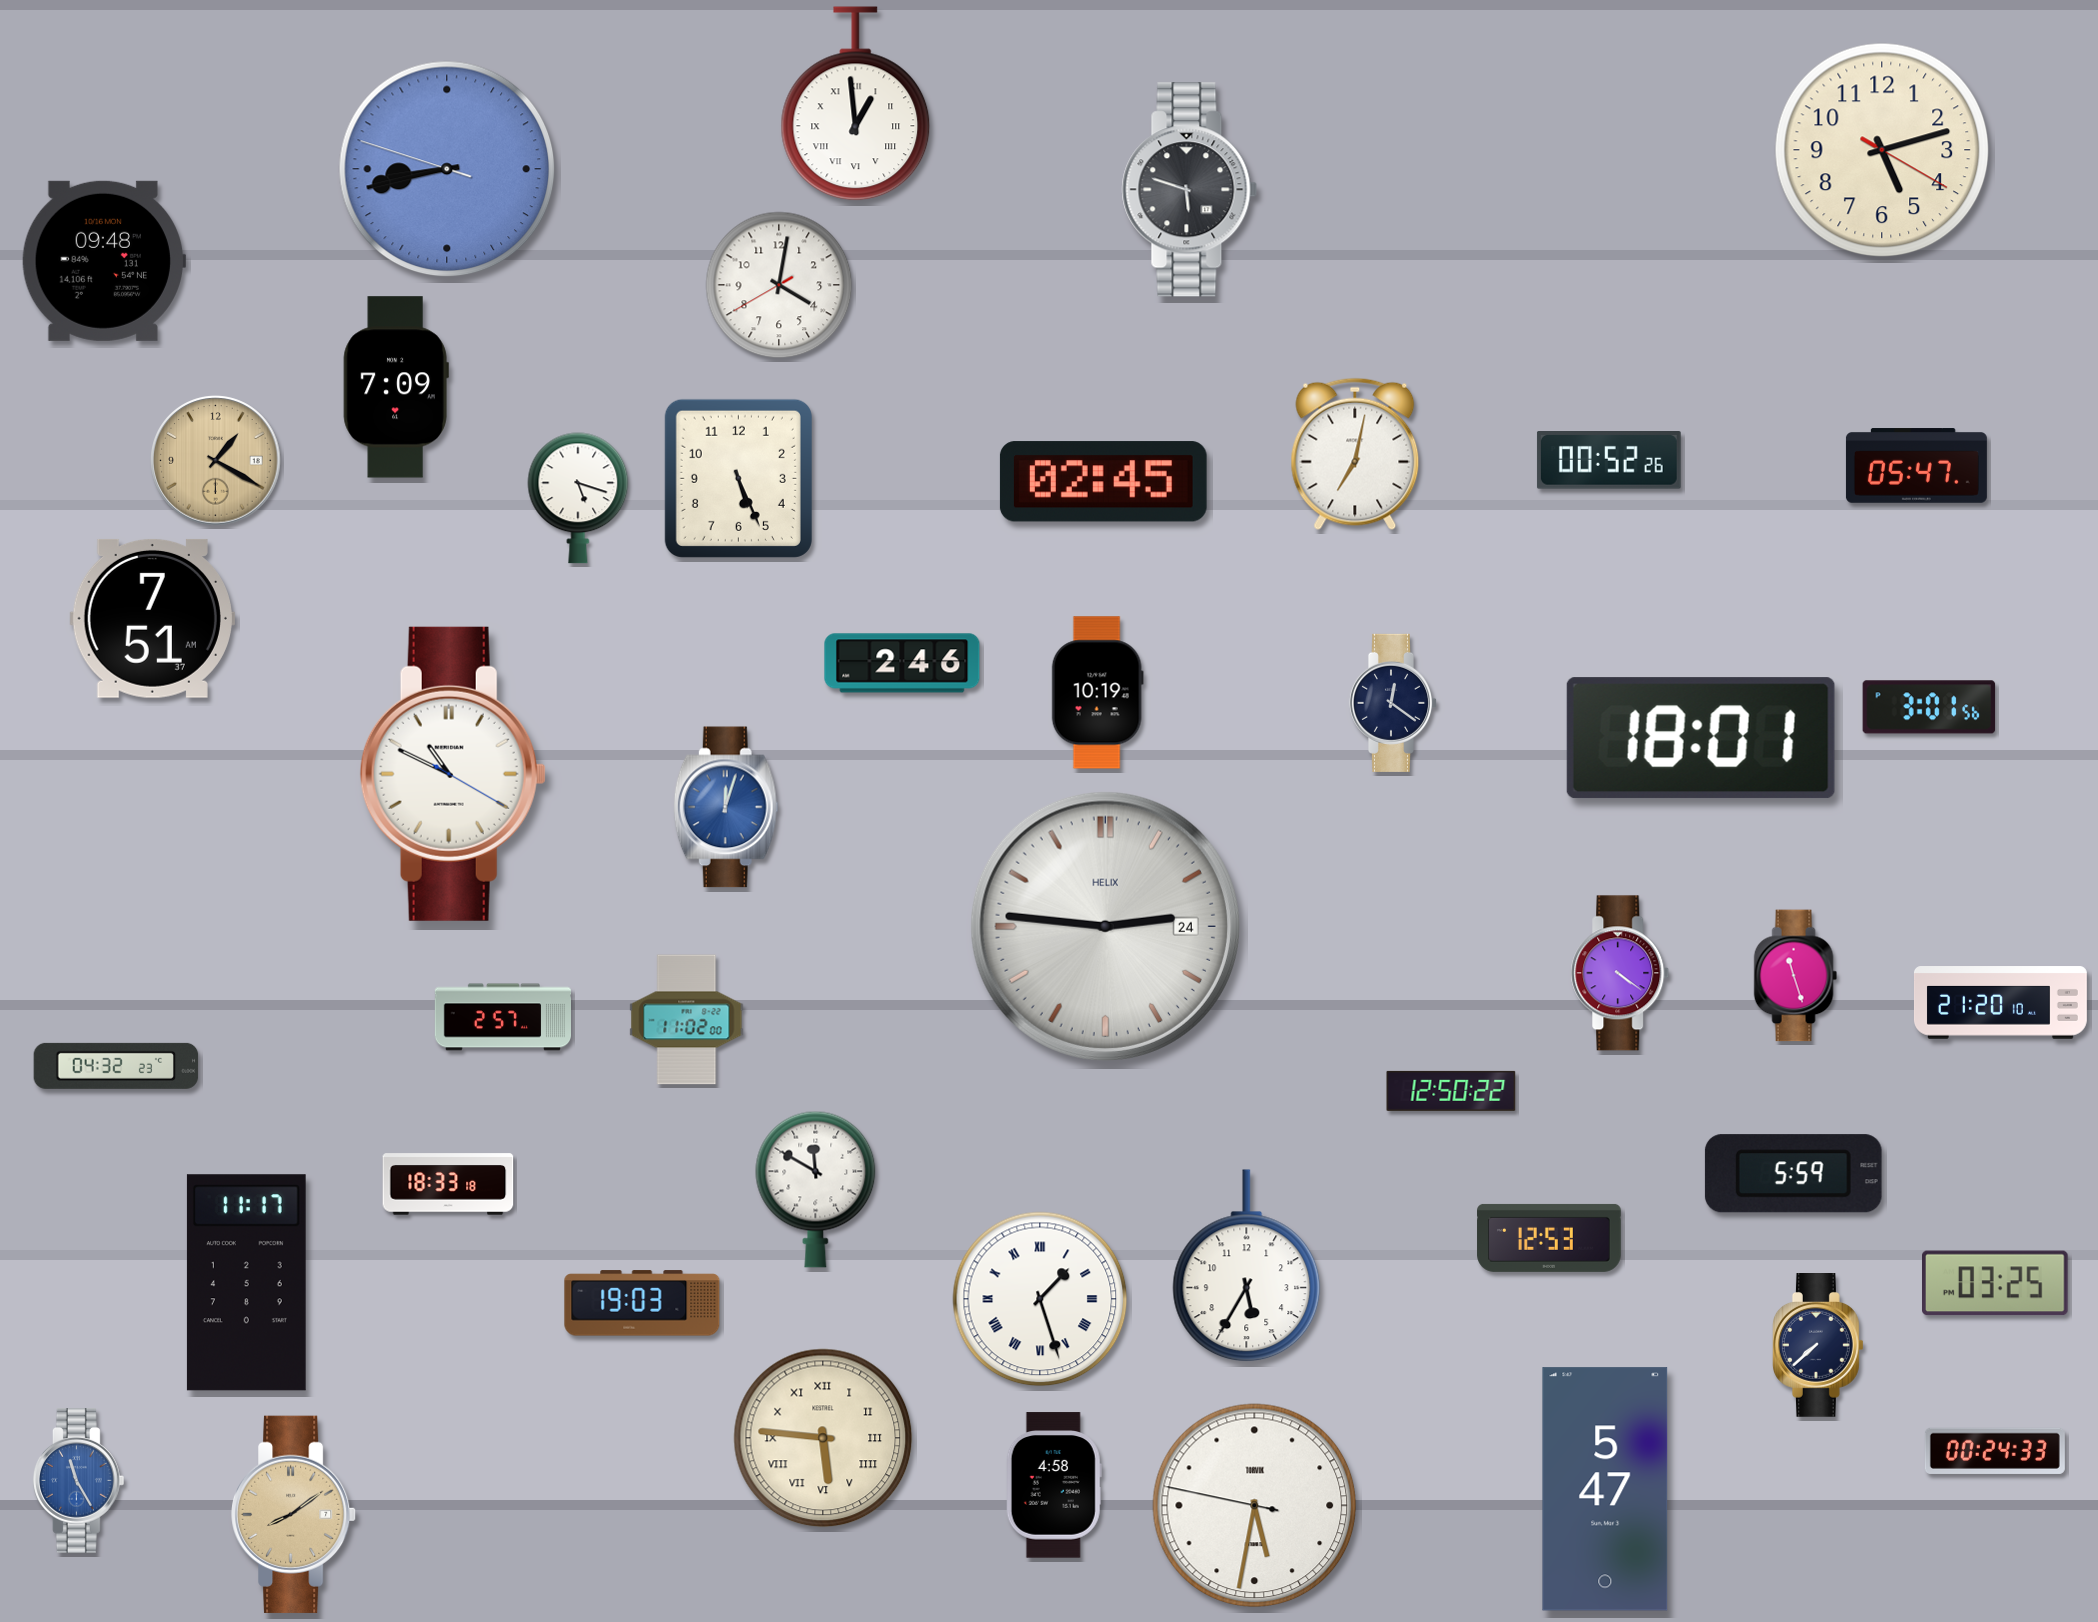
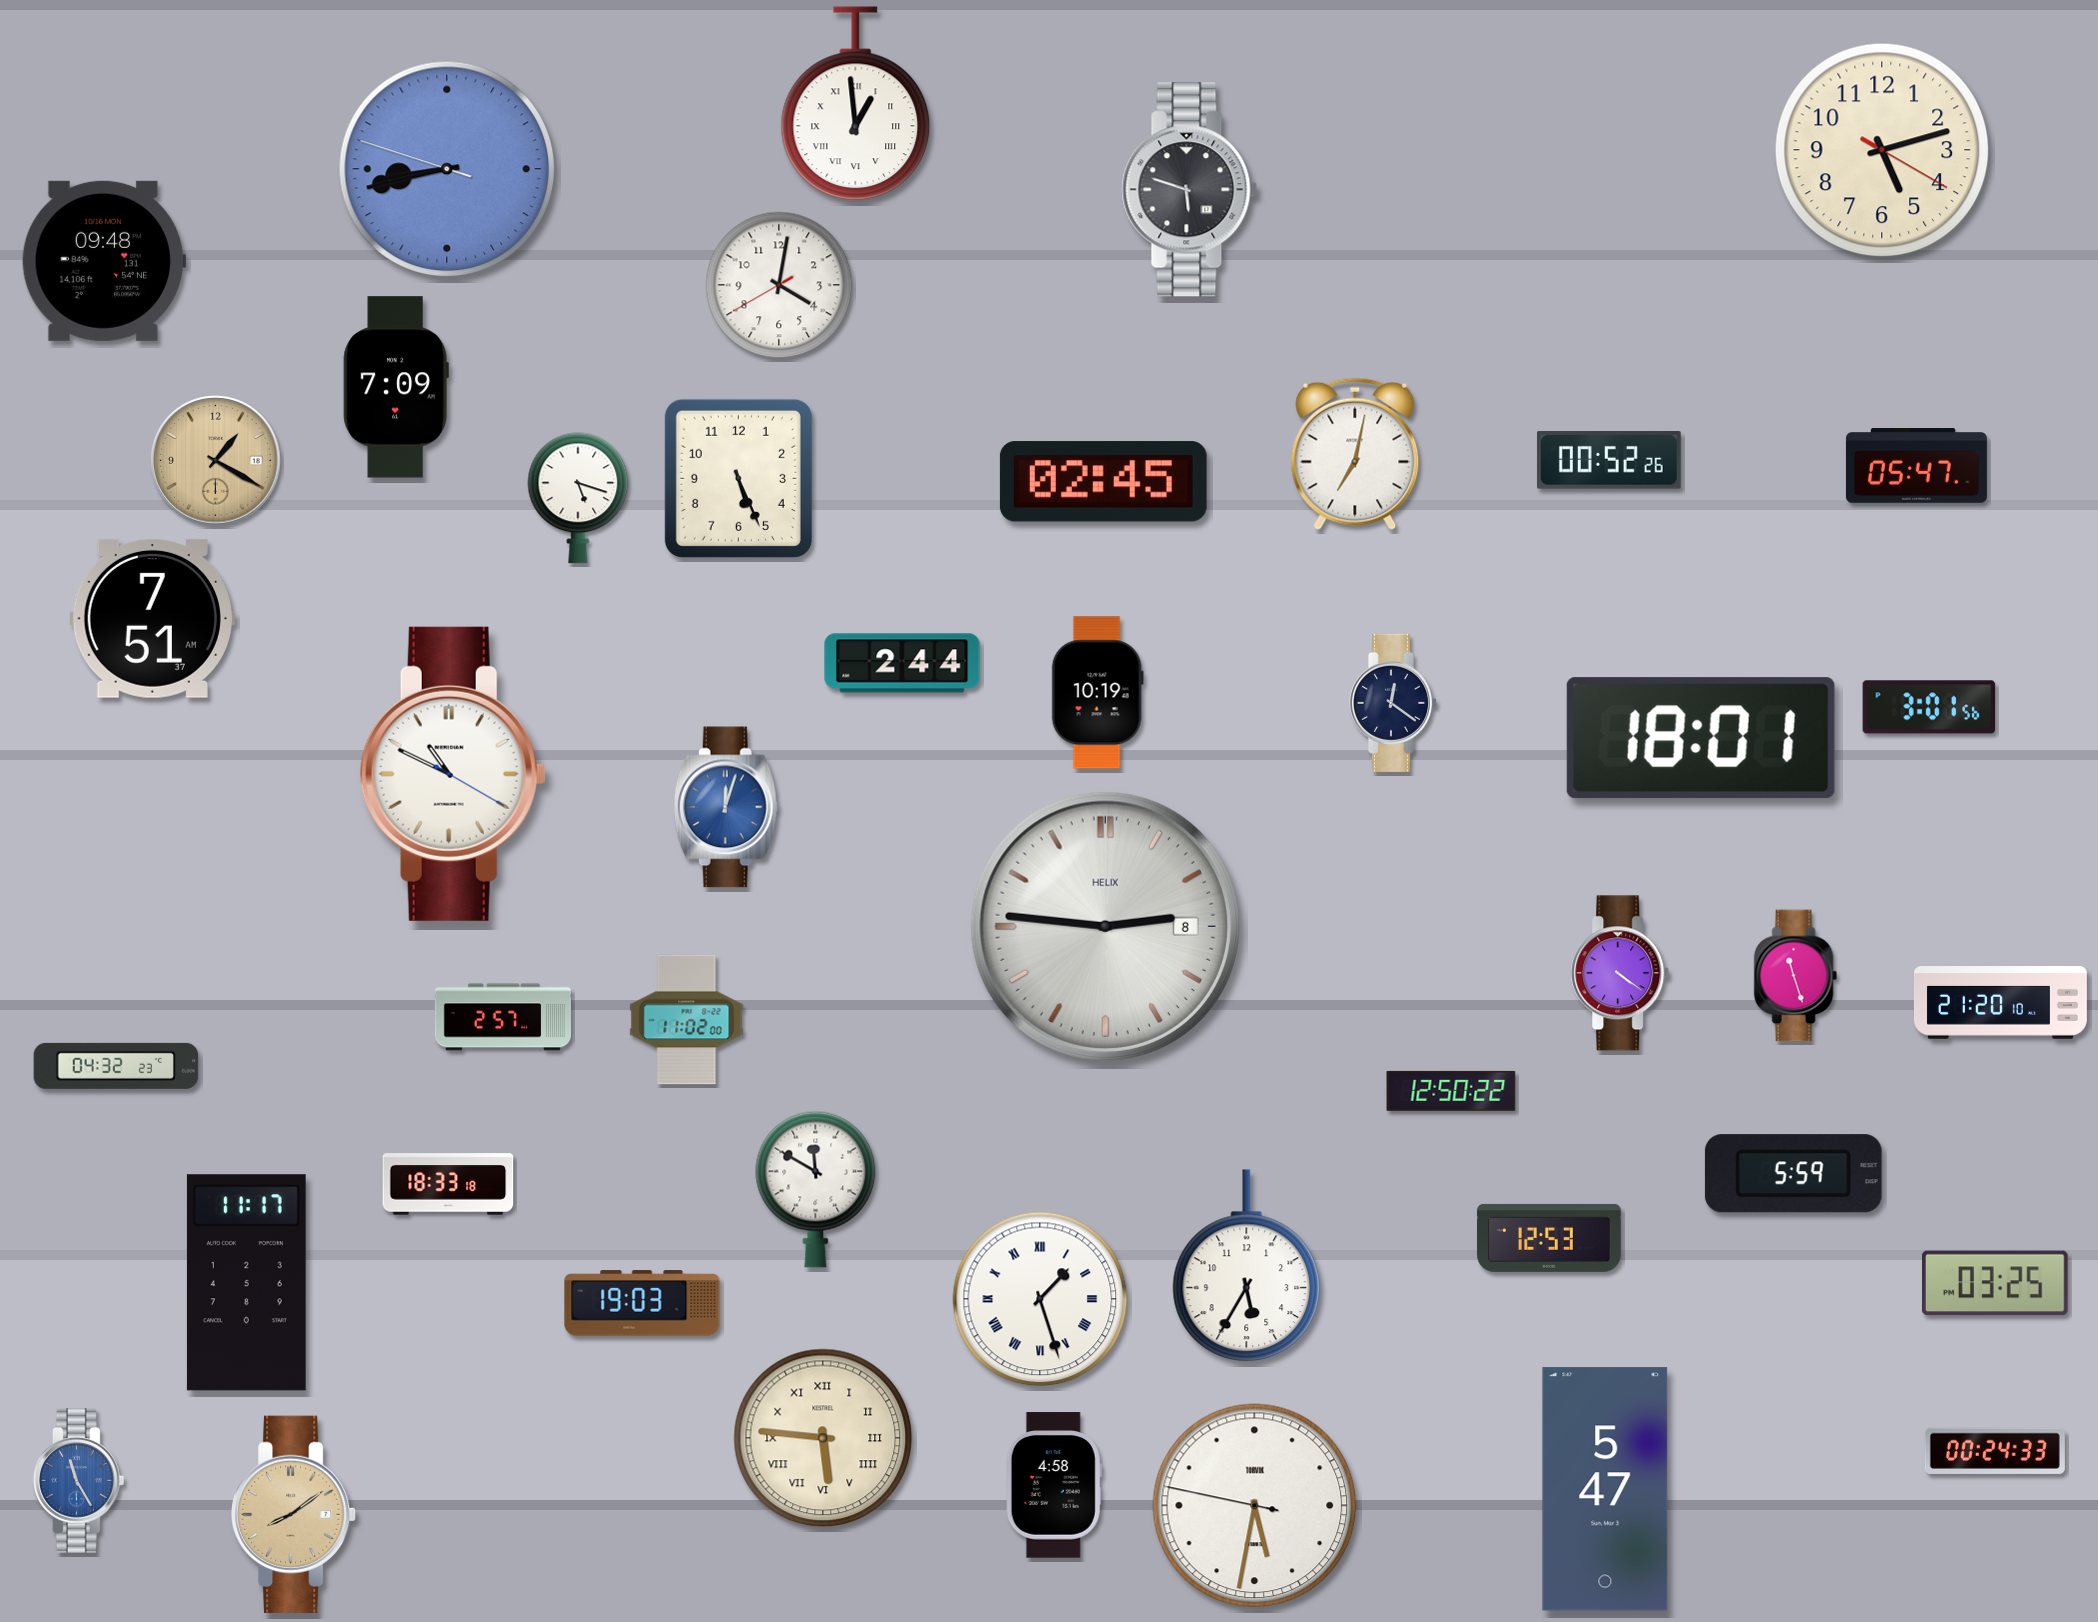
clock at (902, 663): 2:46 -> 2:44
clock at (1105, 926) date: 24 -> 8
clock at (1818, 1346): 7:38 -> none
